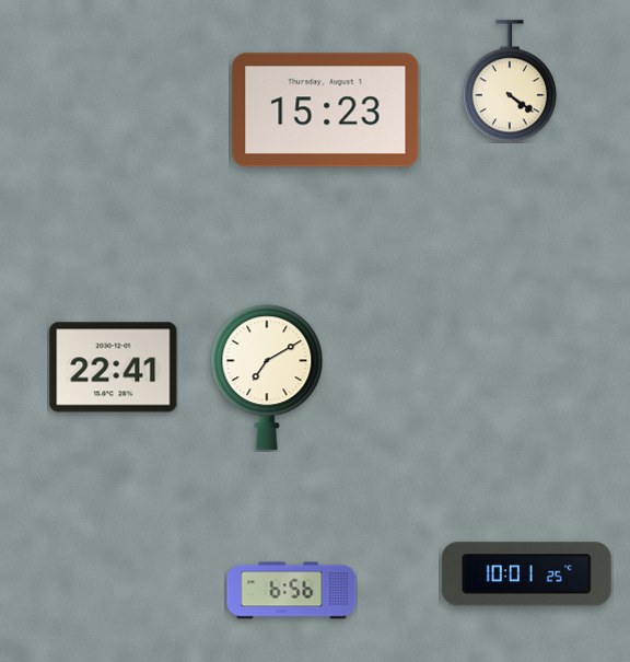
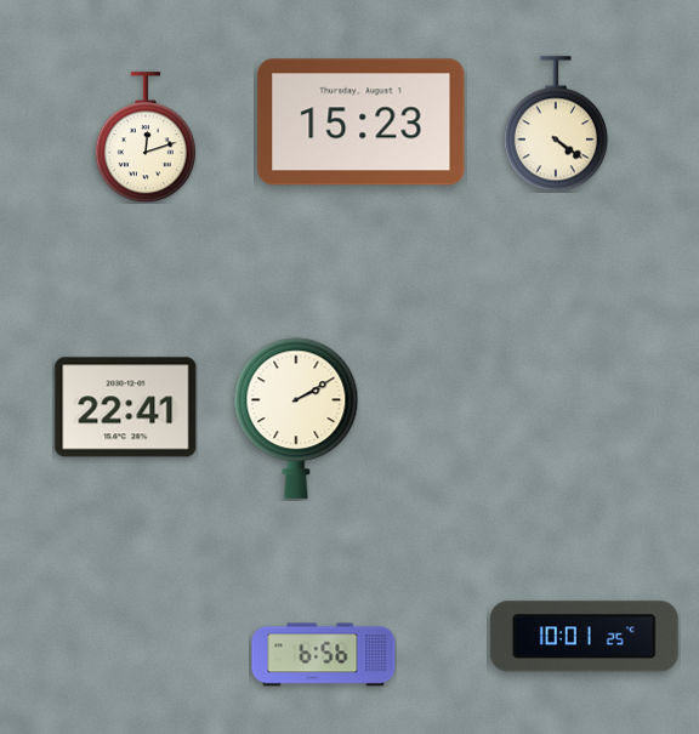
clock at (510, 81) position: (510, 81) -> (556, 124)
clock at (146, 137): none -> 12:12
clock at (267, 378): 7:10 -> 2:10
